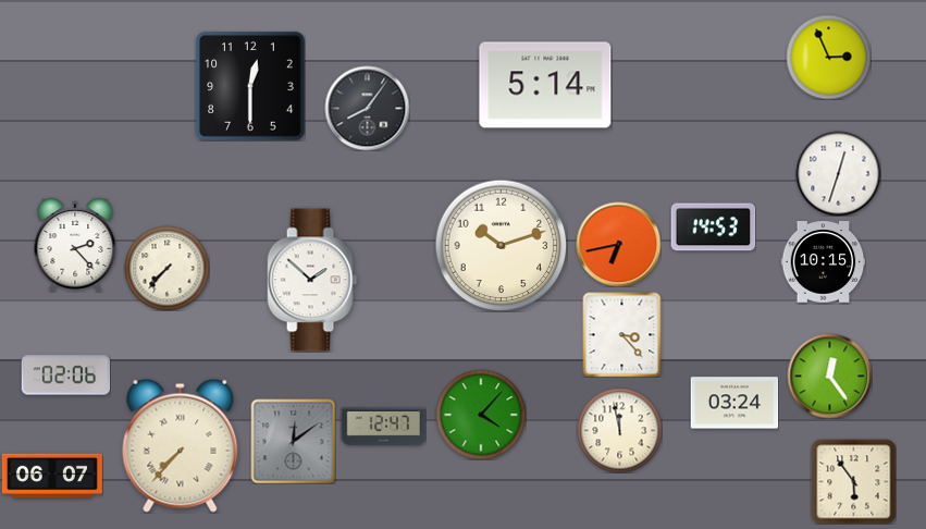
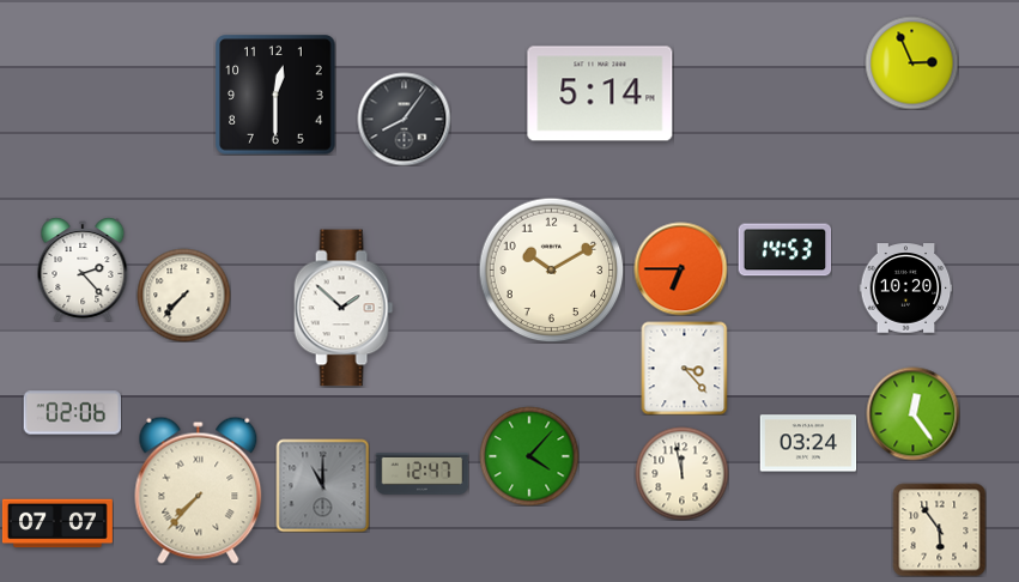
clock at (838, 173): 12:33 -> none
clock at (618, 244): 6:43 -> 6:45
clock at (501, 245): 10:12 -> 10:10
clock at (823, 262): 10:15 -> 10:20
clock at (383, 427) position: (383, 427) -> (421, 474)
clock at (293, 441): 12:09 -> 11:00
clock at (52, 476): 06:07 -> 07:07
